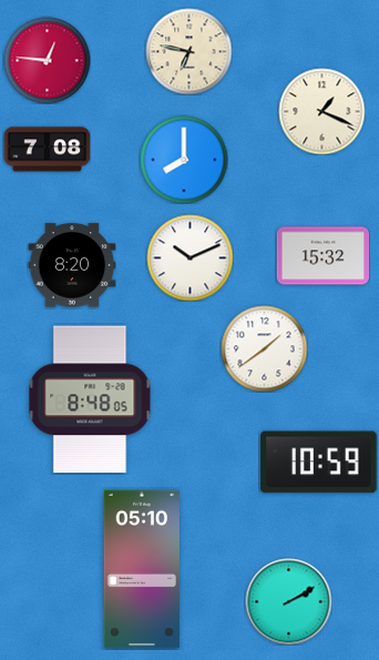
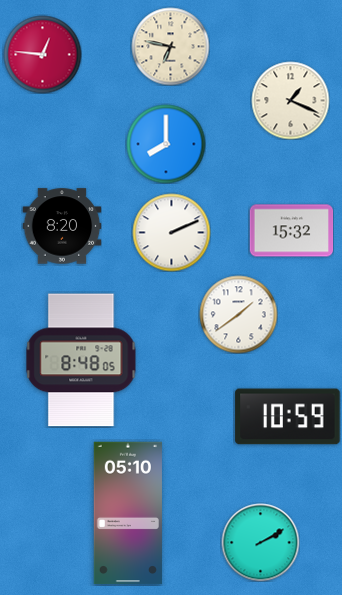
clock at (47, 150): 7:08 -> none
clock at (189, 257): 10:11 -> 2:11
clock at (72, 265) position: (72, 265) -> (62, 226)
